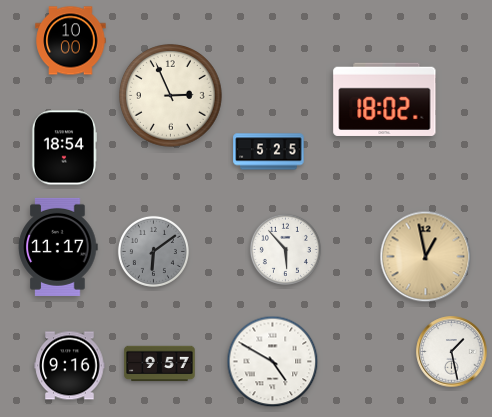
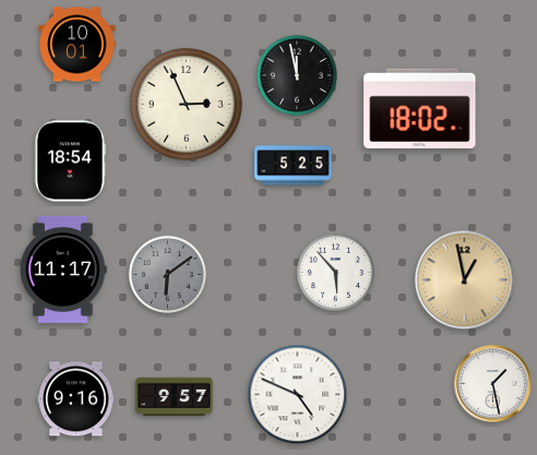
clock at (71, 41): 10:00 -> 10:01
clock at (298, 76): none -> 11:58
clock at (285, 249) position: (285, 249) -> (335, 272)
clock at (273, 362): 4:50 -> 4:49
